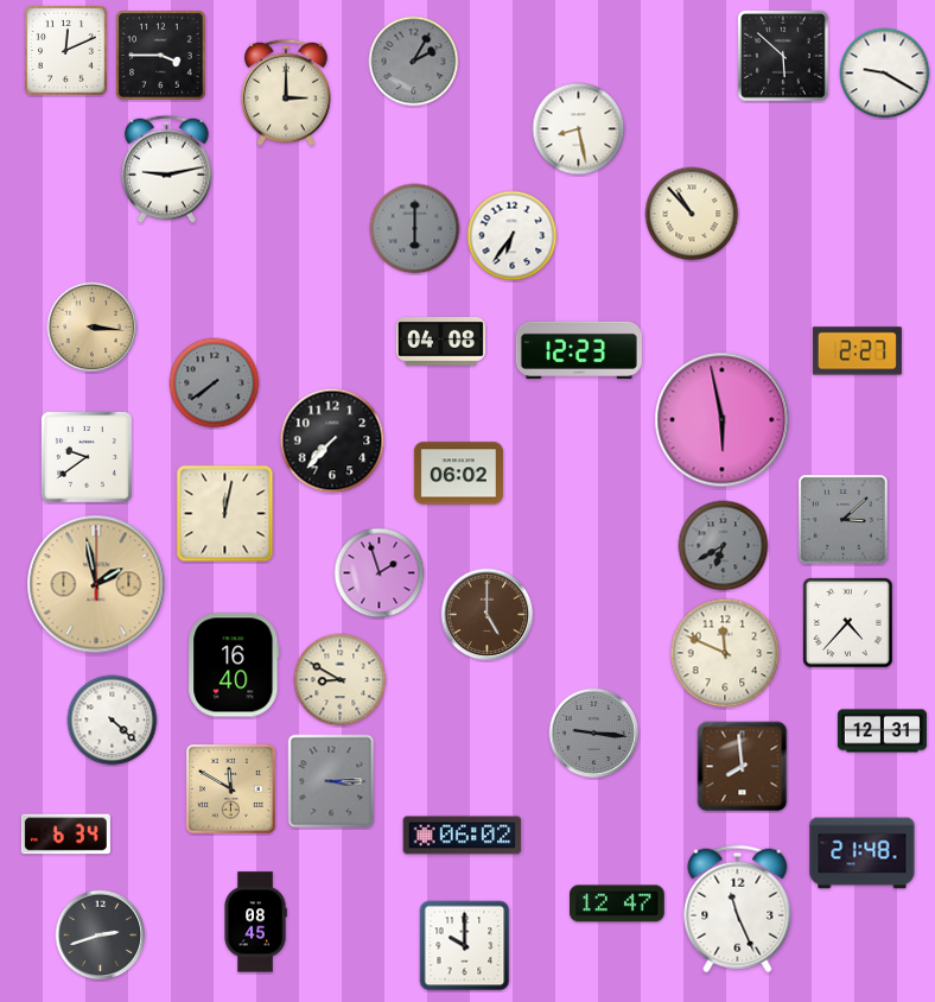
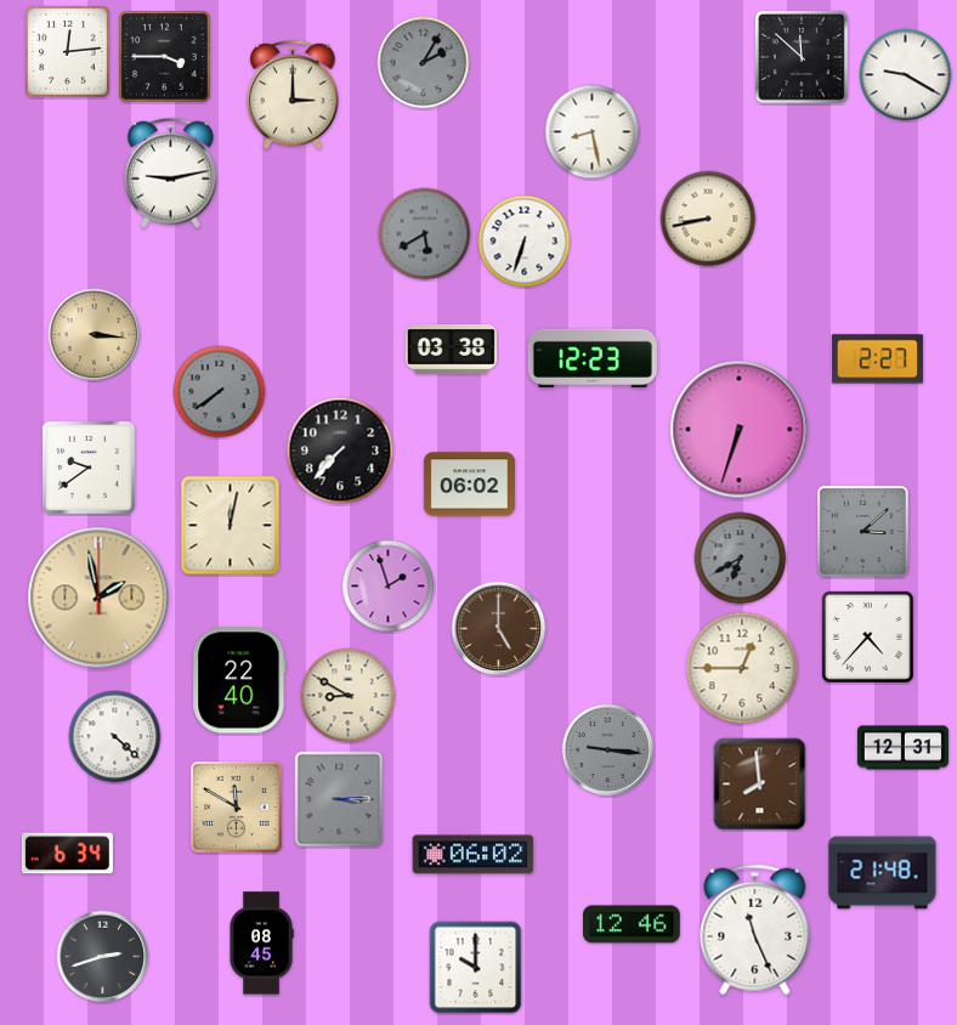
clock at (65, 51): 12:11 -> 12:14
clock at (783, 56): 5:52 -> 11:52
clock at (692, 214): 10:53 -> 8:43
clock at (415, 229): 6:00 -> 5:40
clock at (513, 236): 6:36 -> 6:33
clock at (440, 342): 04:08 -> 03:38
clock at (723, 420): 5:58 -> 6:33
clock at (725, 653): 11:49 -> 12:45
clock at (234, 665): 16:40 -> 22:40
clock at (617, 903): 12:47 -> 12:46
